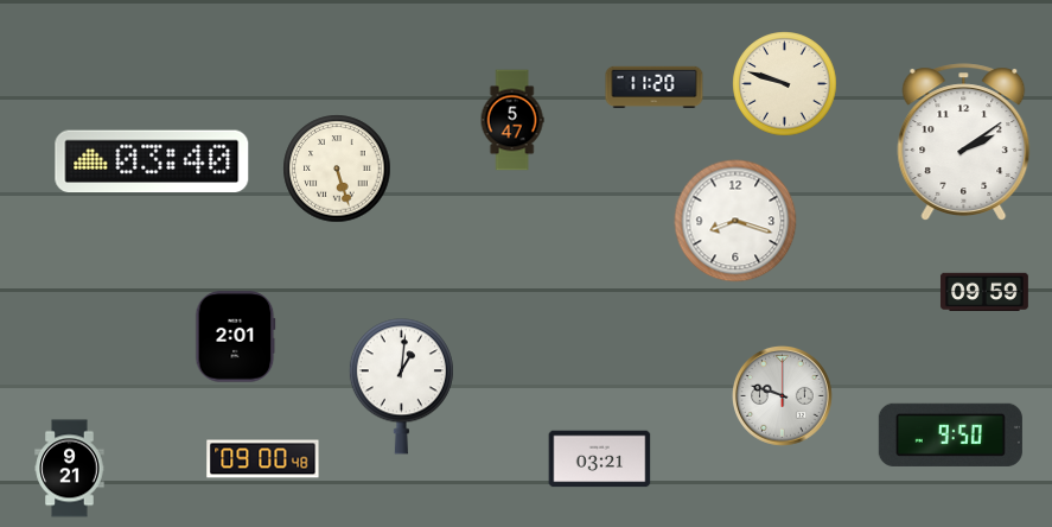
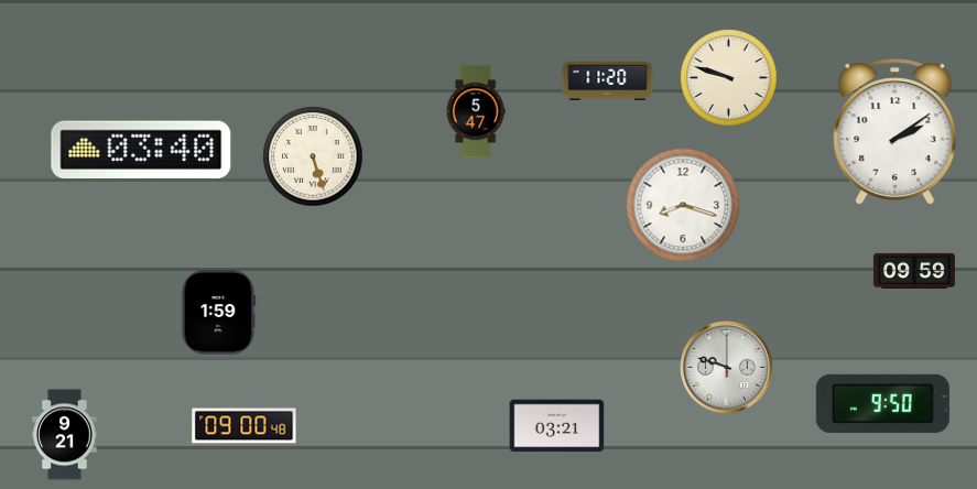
clock at (236, 337): 2:01 -> 1:59
clock at (401, 387): 1:01 -> none
